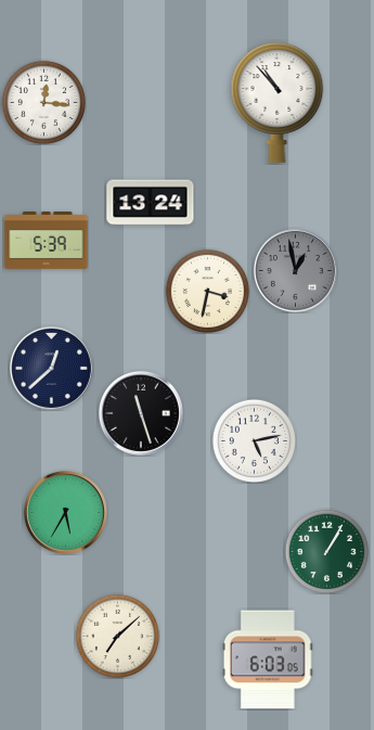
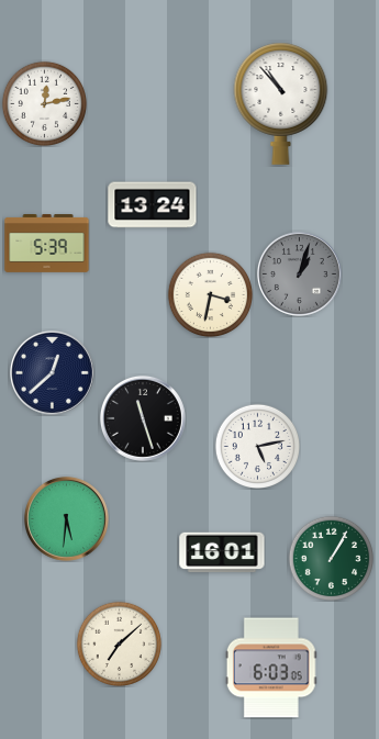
clock at (43, 102): 12:16 -> 12:13
clock at (295, 270): 12:58 -> 1:03
clock at (65, 512): 5:35 -> 5:31
clock at (222, 552): none -> 16:01
